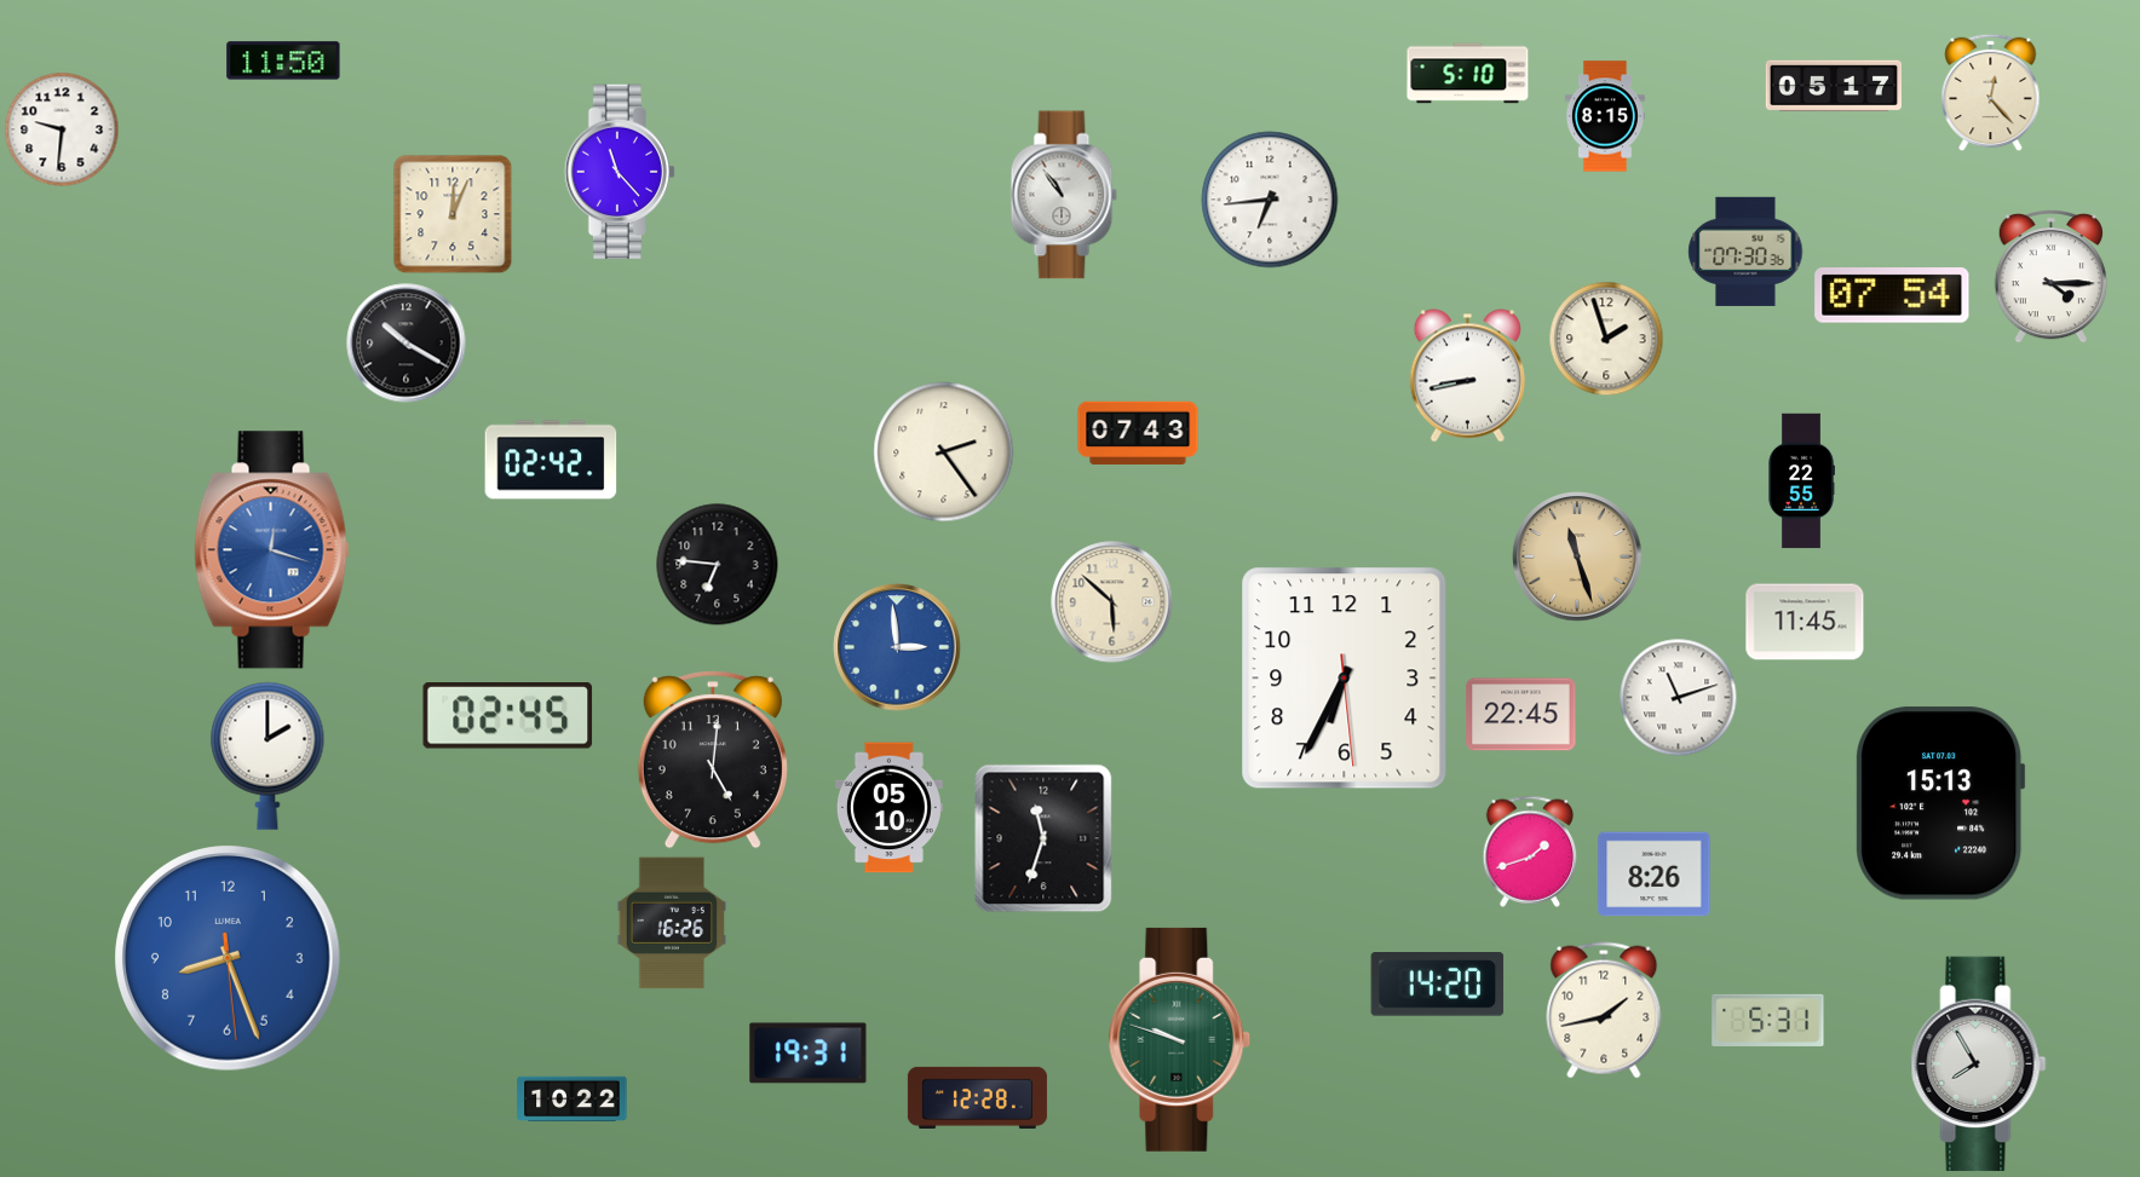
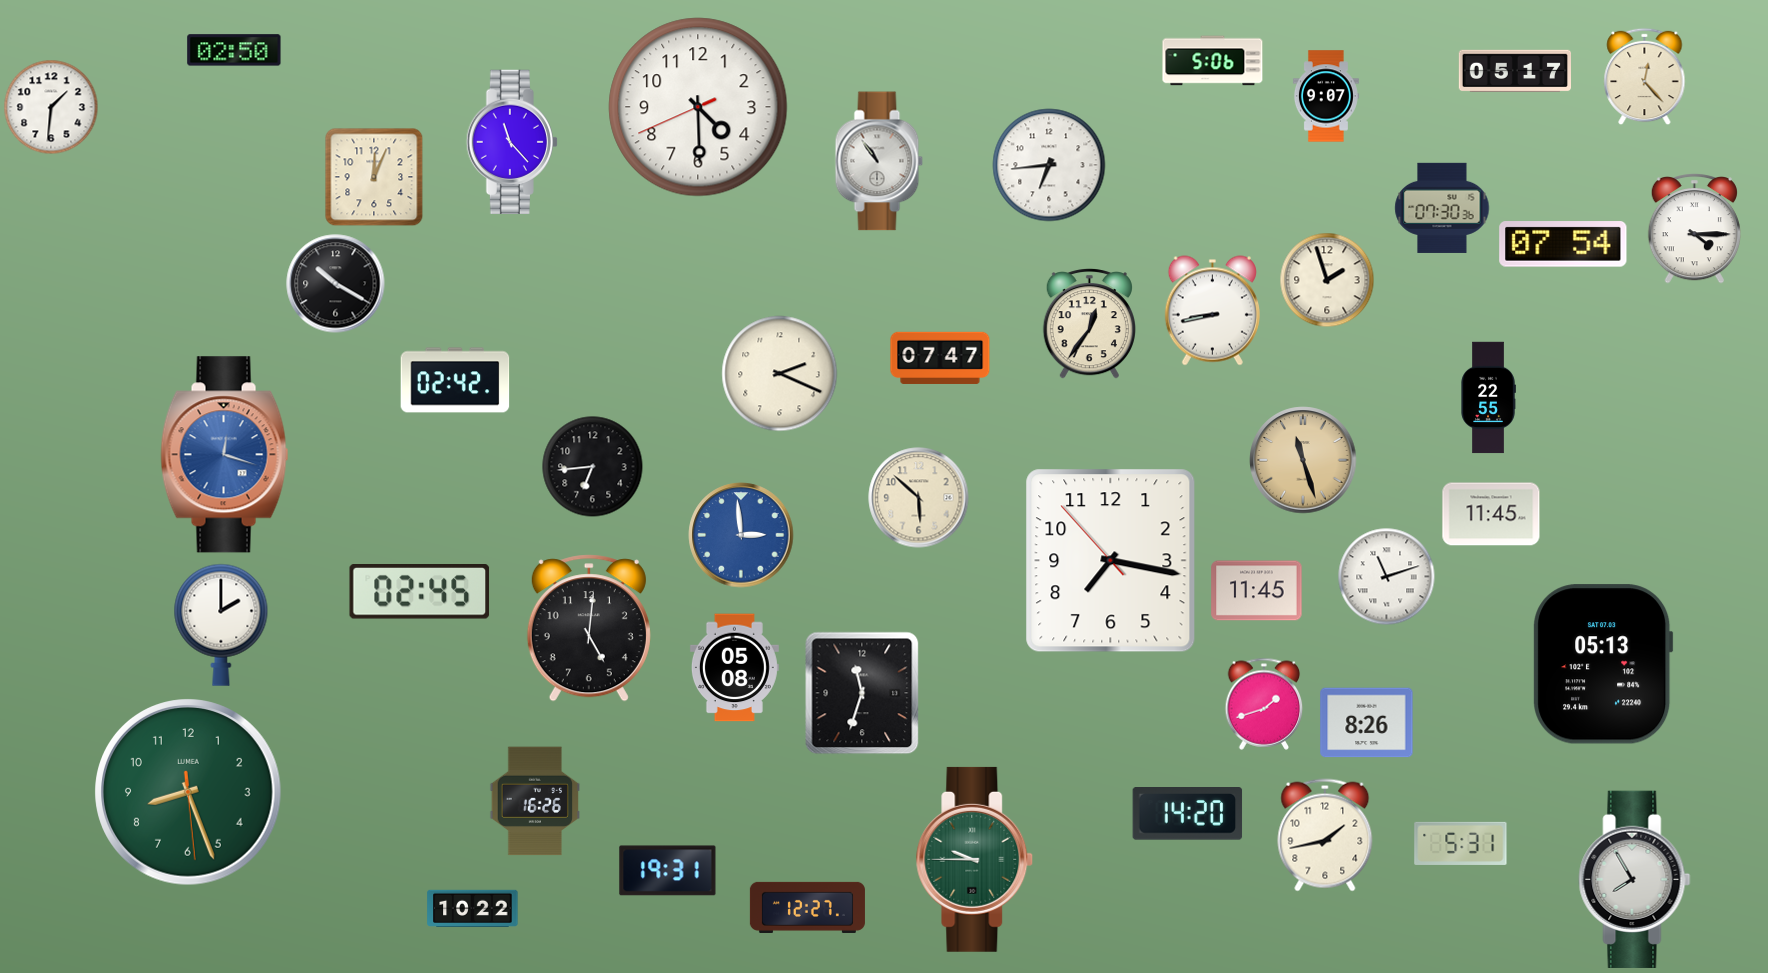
clock at (283, 60): 11:50 -> 02:50
clock at (1468, 74): 5:10 -> 5:06
clock at (1605, 116): 8:15 -> 9:07
clock at (62, 129): 9:31 -> 1:31
clock at (698, 107): none -> 4:29
clock at (1089, 324): none -> 12:36
clock at (1138, 433): 07:43 -> 07:47
clock at (944, 452): 2:24 -> 2:19
clock at (718, 565): 6:46 -> 6:44
clock at (1345, 679): 6:34 -> 7:16
clock at (1521, 715): 22:45 -> 11:45
clock at (1940, 803): 15:13 -> 05:13
clock at (888, 808): 05:10 -> 05:08
clock at (672, 923) position: (672, 923) -> (535, 801)
clock at (228, 958) dial: blue -> green
clock at (1180, 1039): 9:48 -> 9:45
clock at (977, 1097): 12:28 -> 12:27
